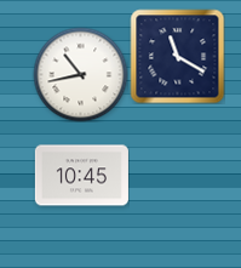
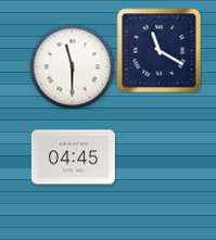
clock at (80, 74): 10:43 -> 11:30
clock at (81, 176): 10:45 -> 04:45
